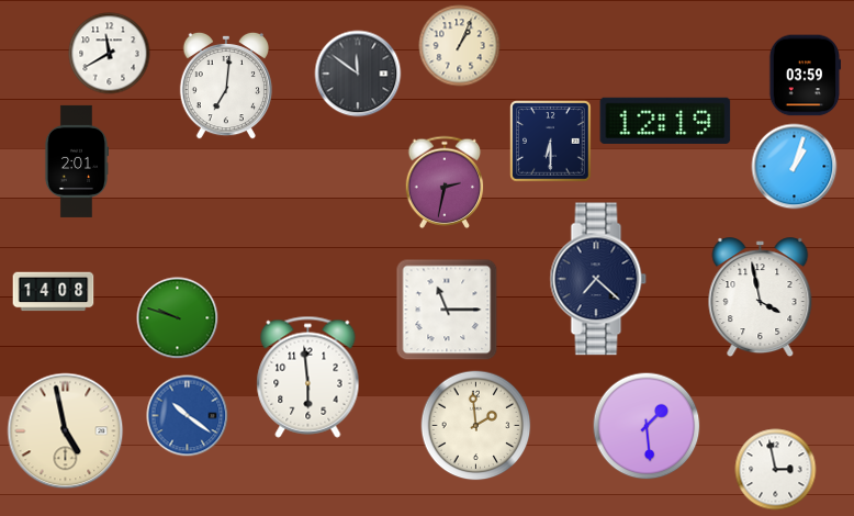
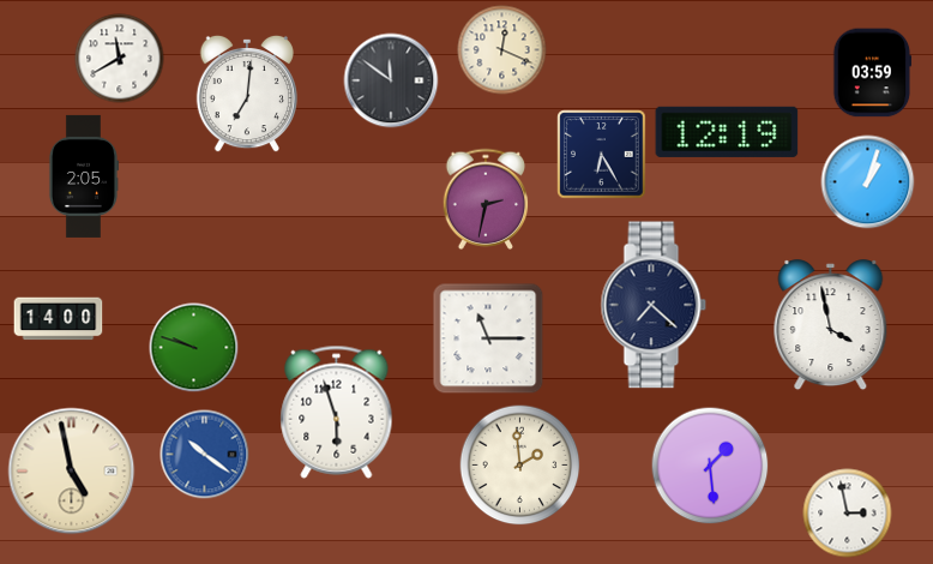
clock at (460, 46): 1:04 -> 12:19
clock at (805, 76) position: (805, 76) -> (872, 73)
clock at (551, 142): 6:30 -> 6:25
clock at (76, 161): 2:01 -> 2:05
clock at (54, 292): 14:08 -> 14:00
clock at (308, 377): 5:59 -> 5:57
clock at (647, 426) position: (647, 426) -> (710, 466)
